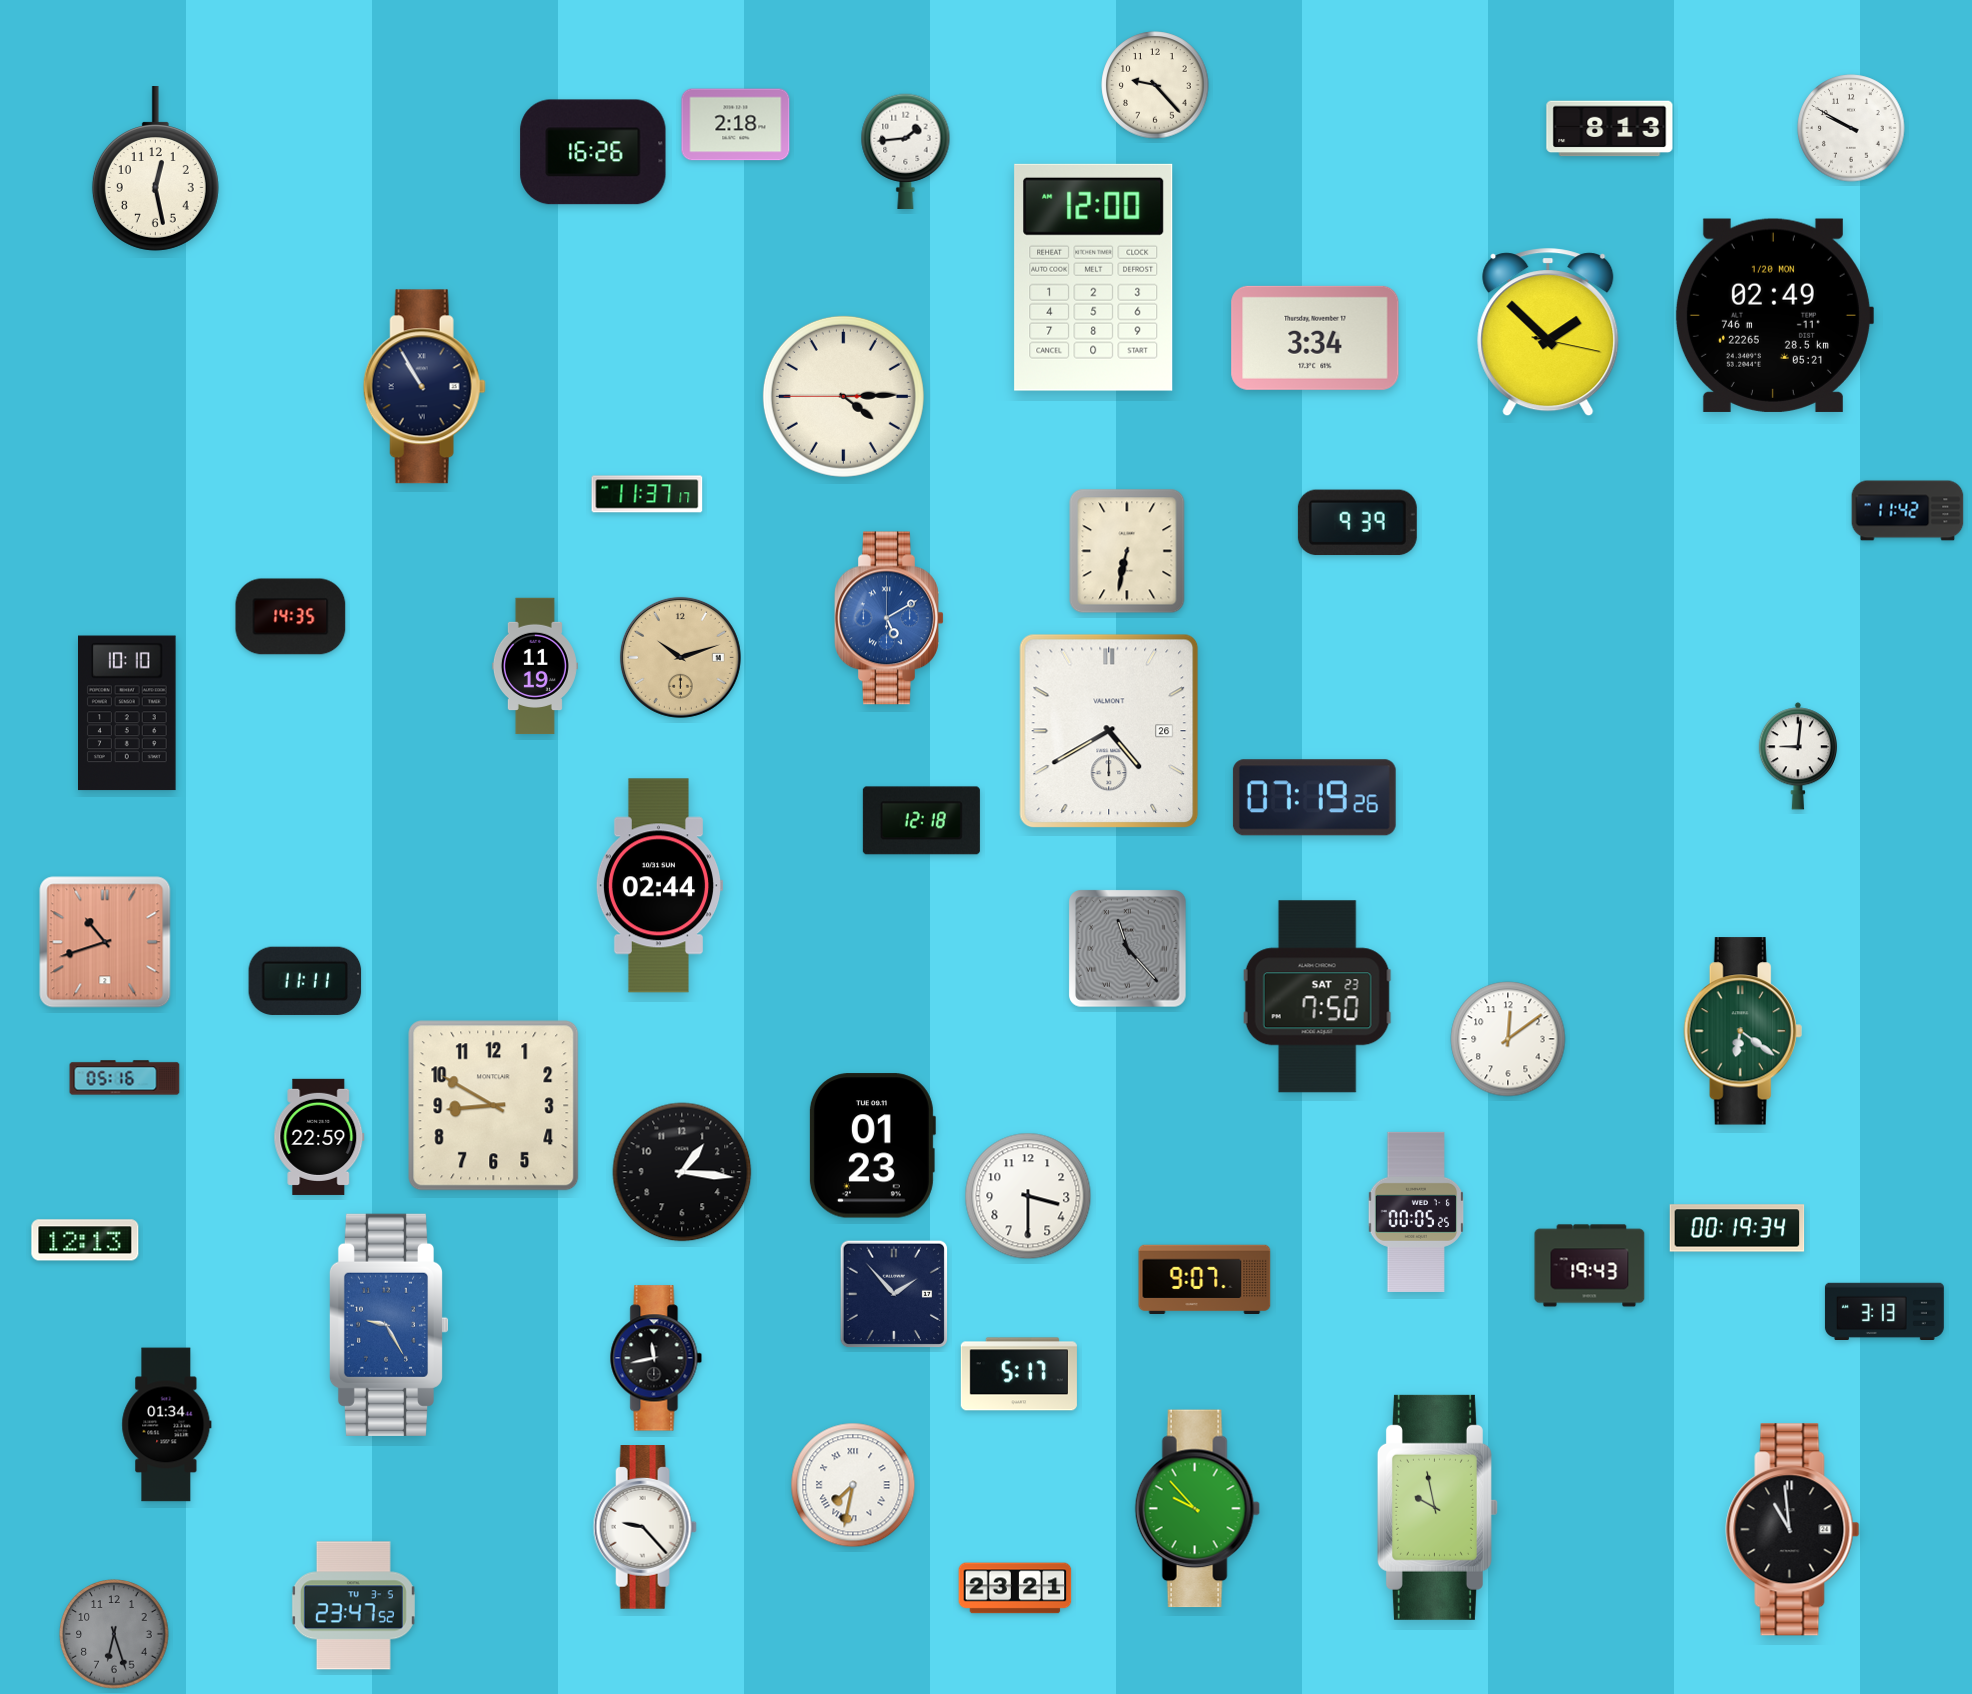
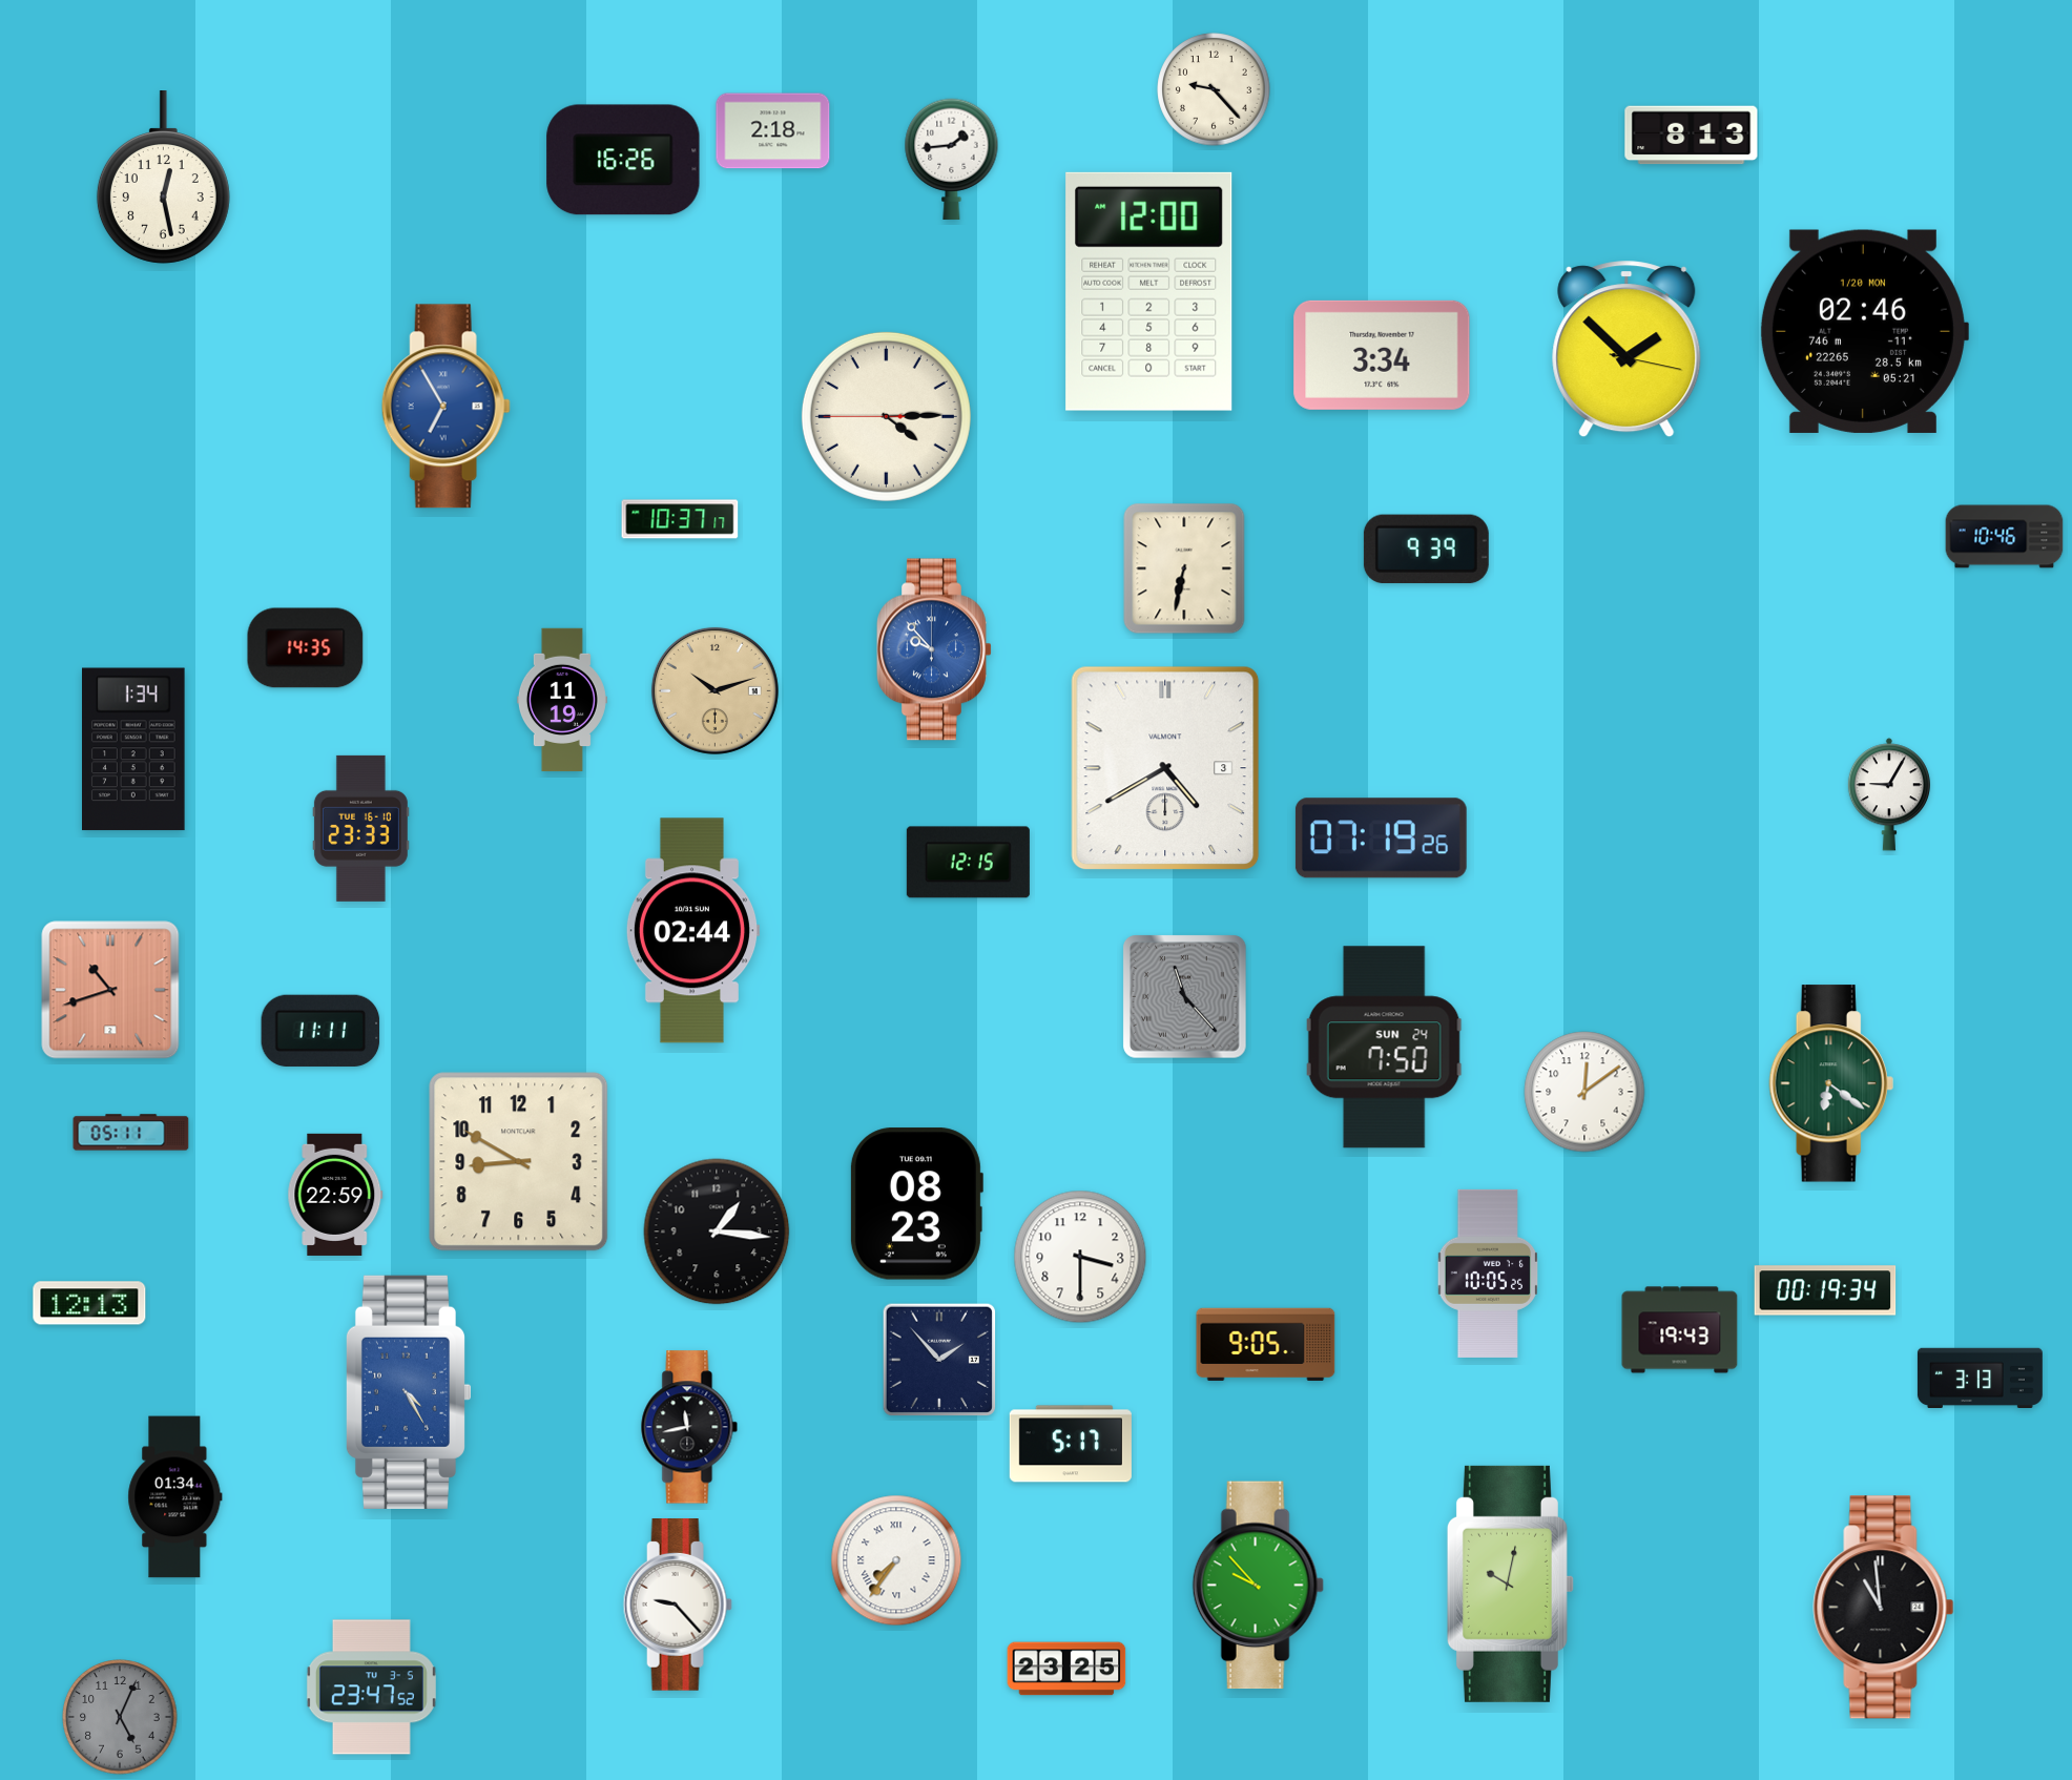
clock at (1851, 128): 9:50 -> none
clock at (1774, 315): 02:49 -> 02:46
clock at (424, 387): 10:55 -> 6:55
clock at (424, 387) dial: navy -> blue
clock at (647, 494): 11:37 -> 10:37
clock at (1908, 511): 11:42 -> 10:46
clock at (1127, 551) position: (1127, 551) -> (1184, 568)
clock at (889, 618): 5:10 -> 9:53
clock at (128, 713): 10:10 -> 1:34
clock at (1109, 731) date: 26 -> 3
clock at (1797, 756): 9:01 -> 9:05
clock at (360, 828): none -> 23:33
clock at (921, 821): 12:18 -> 12:15
clock at (1317, 997) date: SAT 23 -> SUN 24
clock at (125, 1078): 05:16 -> 05:11
clock at (872, 1146): 01:23 -> 08:23
clock at (1416, 1212): 00:05 -> 10:05
clock at (1590, 1266) position: (1590, 1266) -> (1680, 1330)
clock at (1205, 1279): 9:07 -> 9:05
clock at (389, 1325): 9:25 -> 4:25
clock at (853, 1485): 7:32 -> 7:36
clock at (1437, 1507): 9:58 -> 10:02
clock at (1015, 1588): 23:21 -> 23:25
clock at (114, 1634): 6:27 -> 5:04
